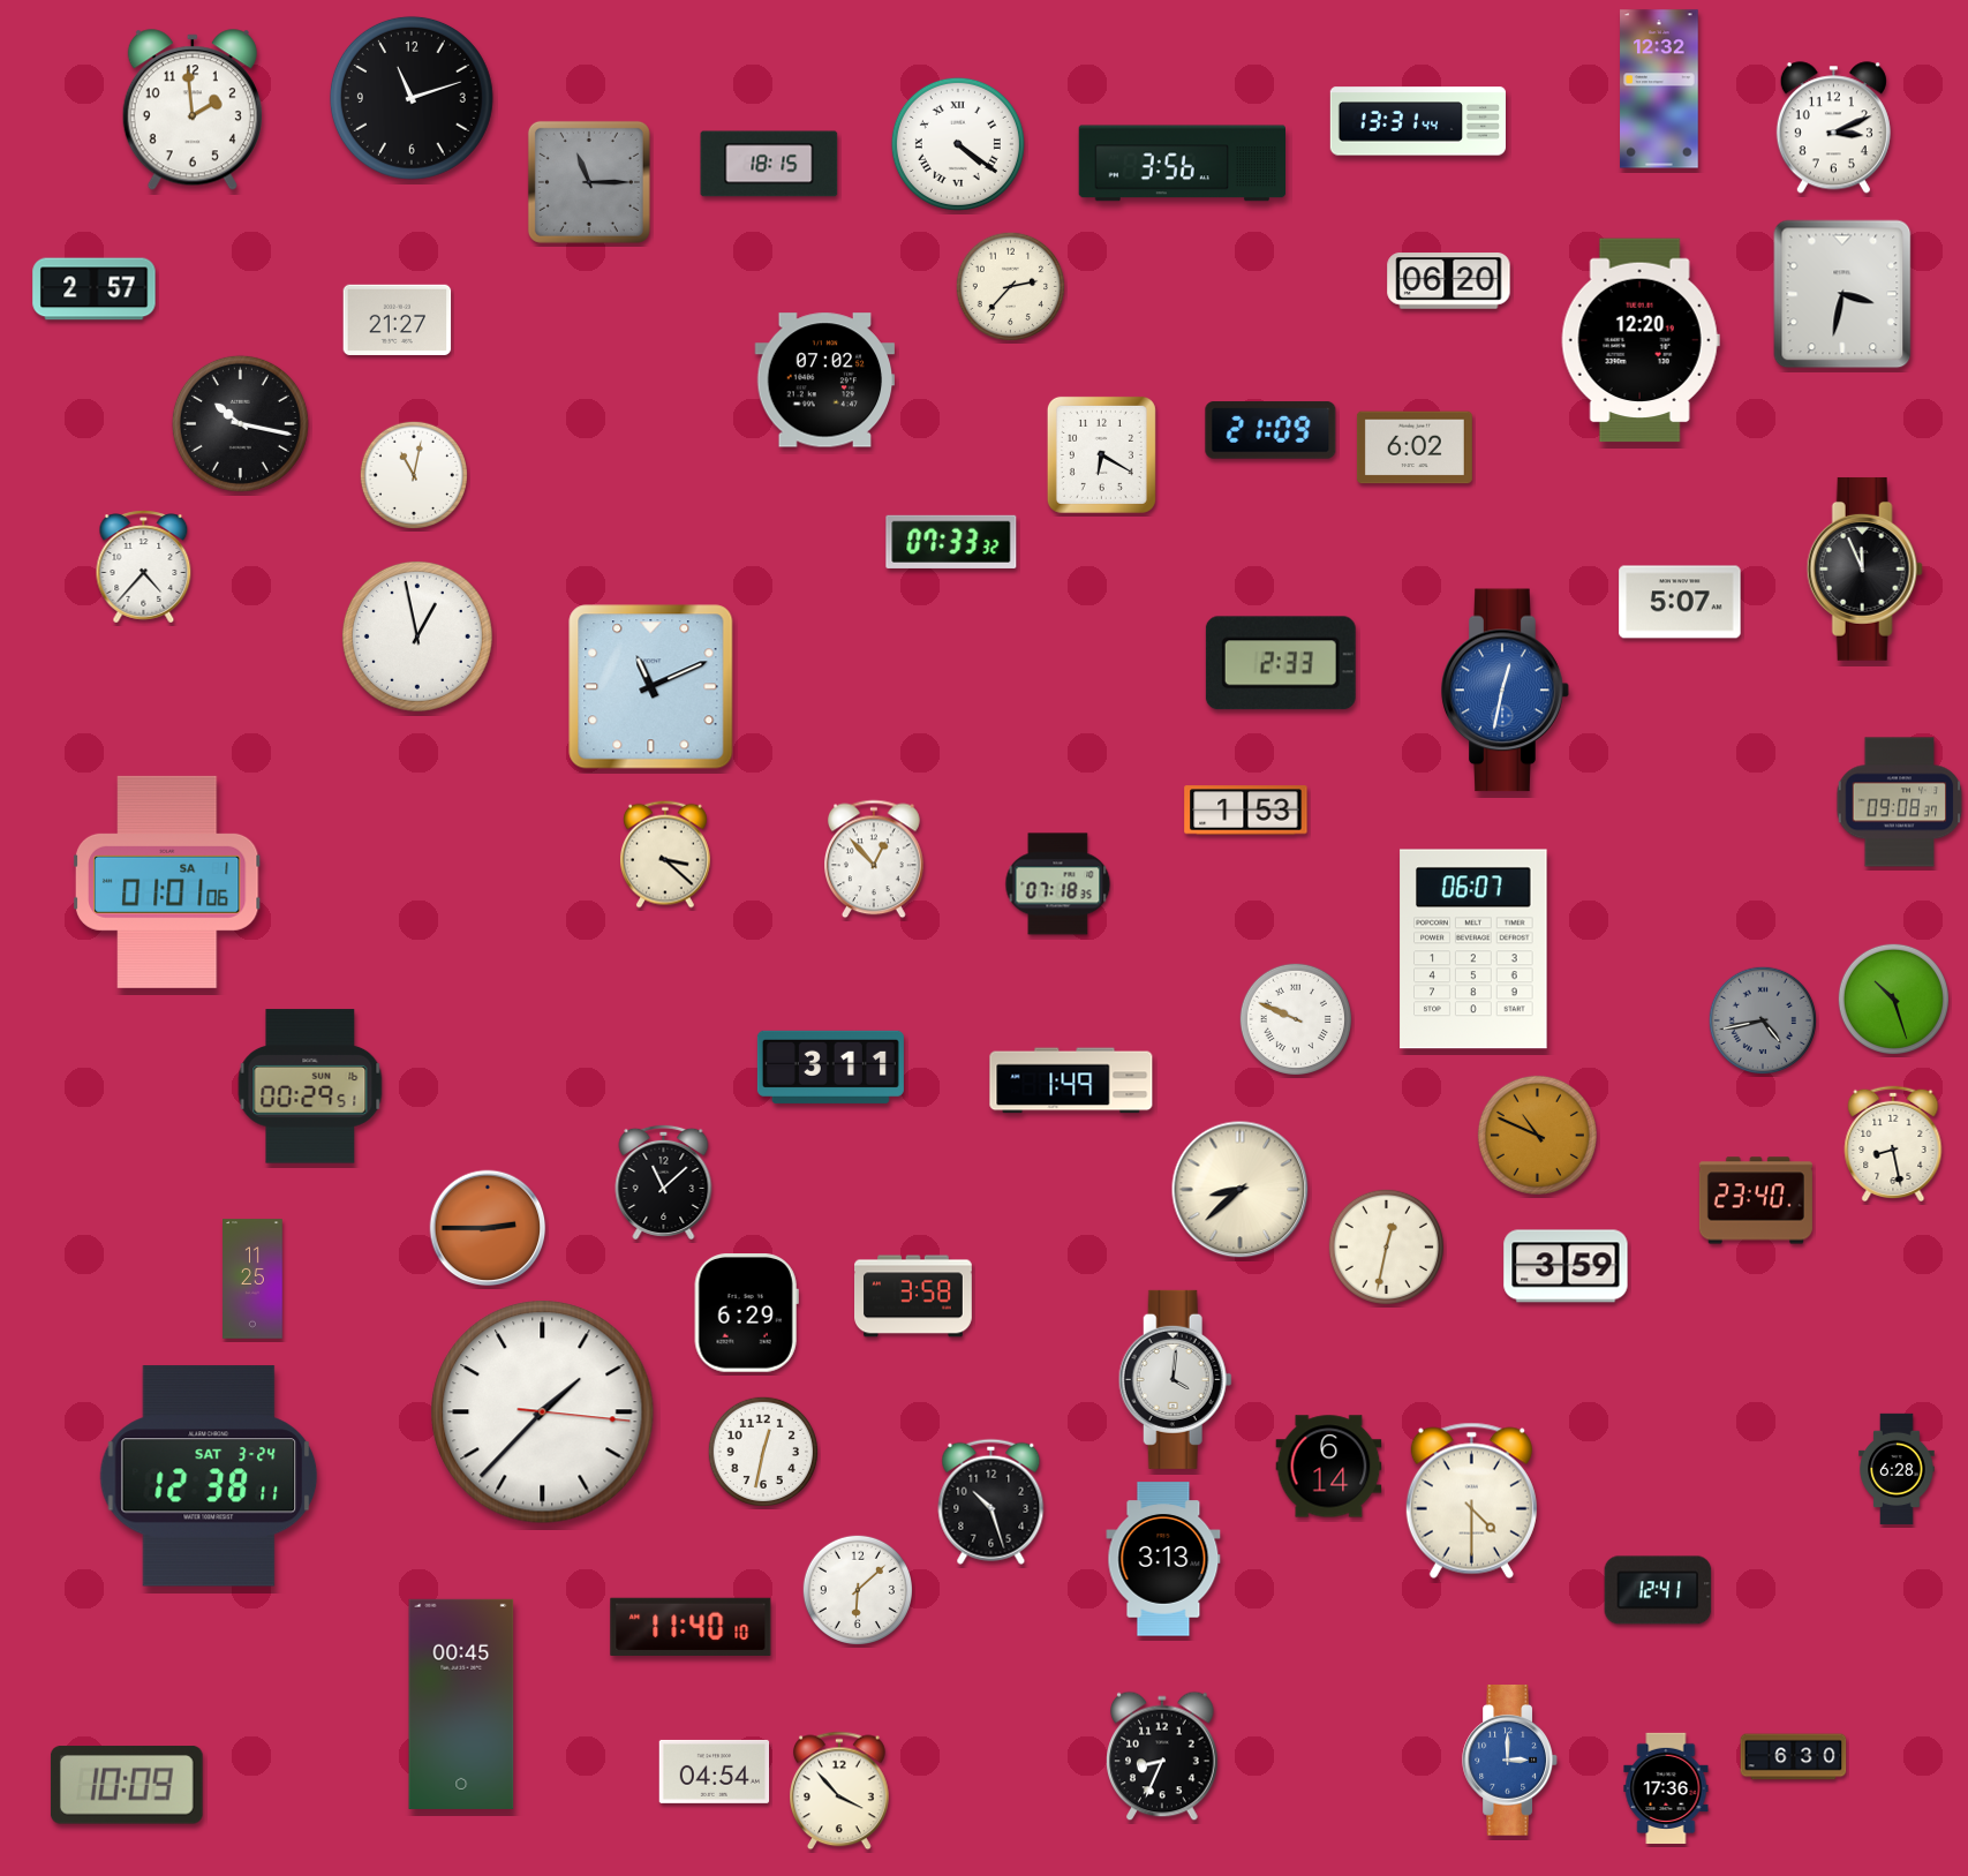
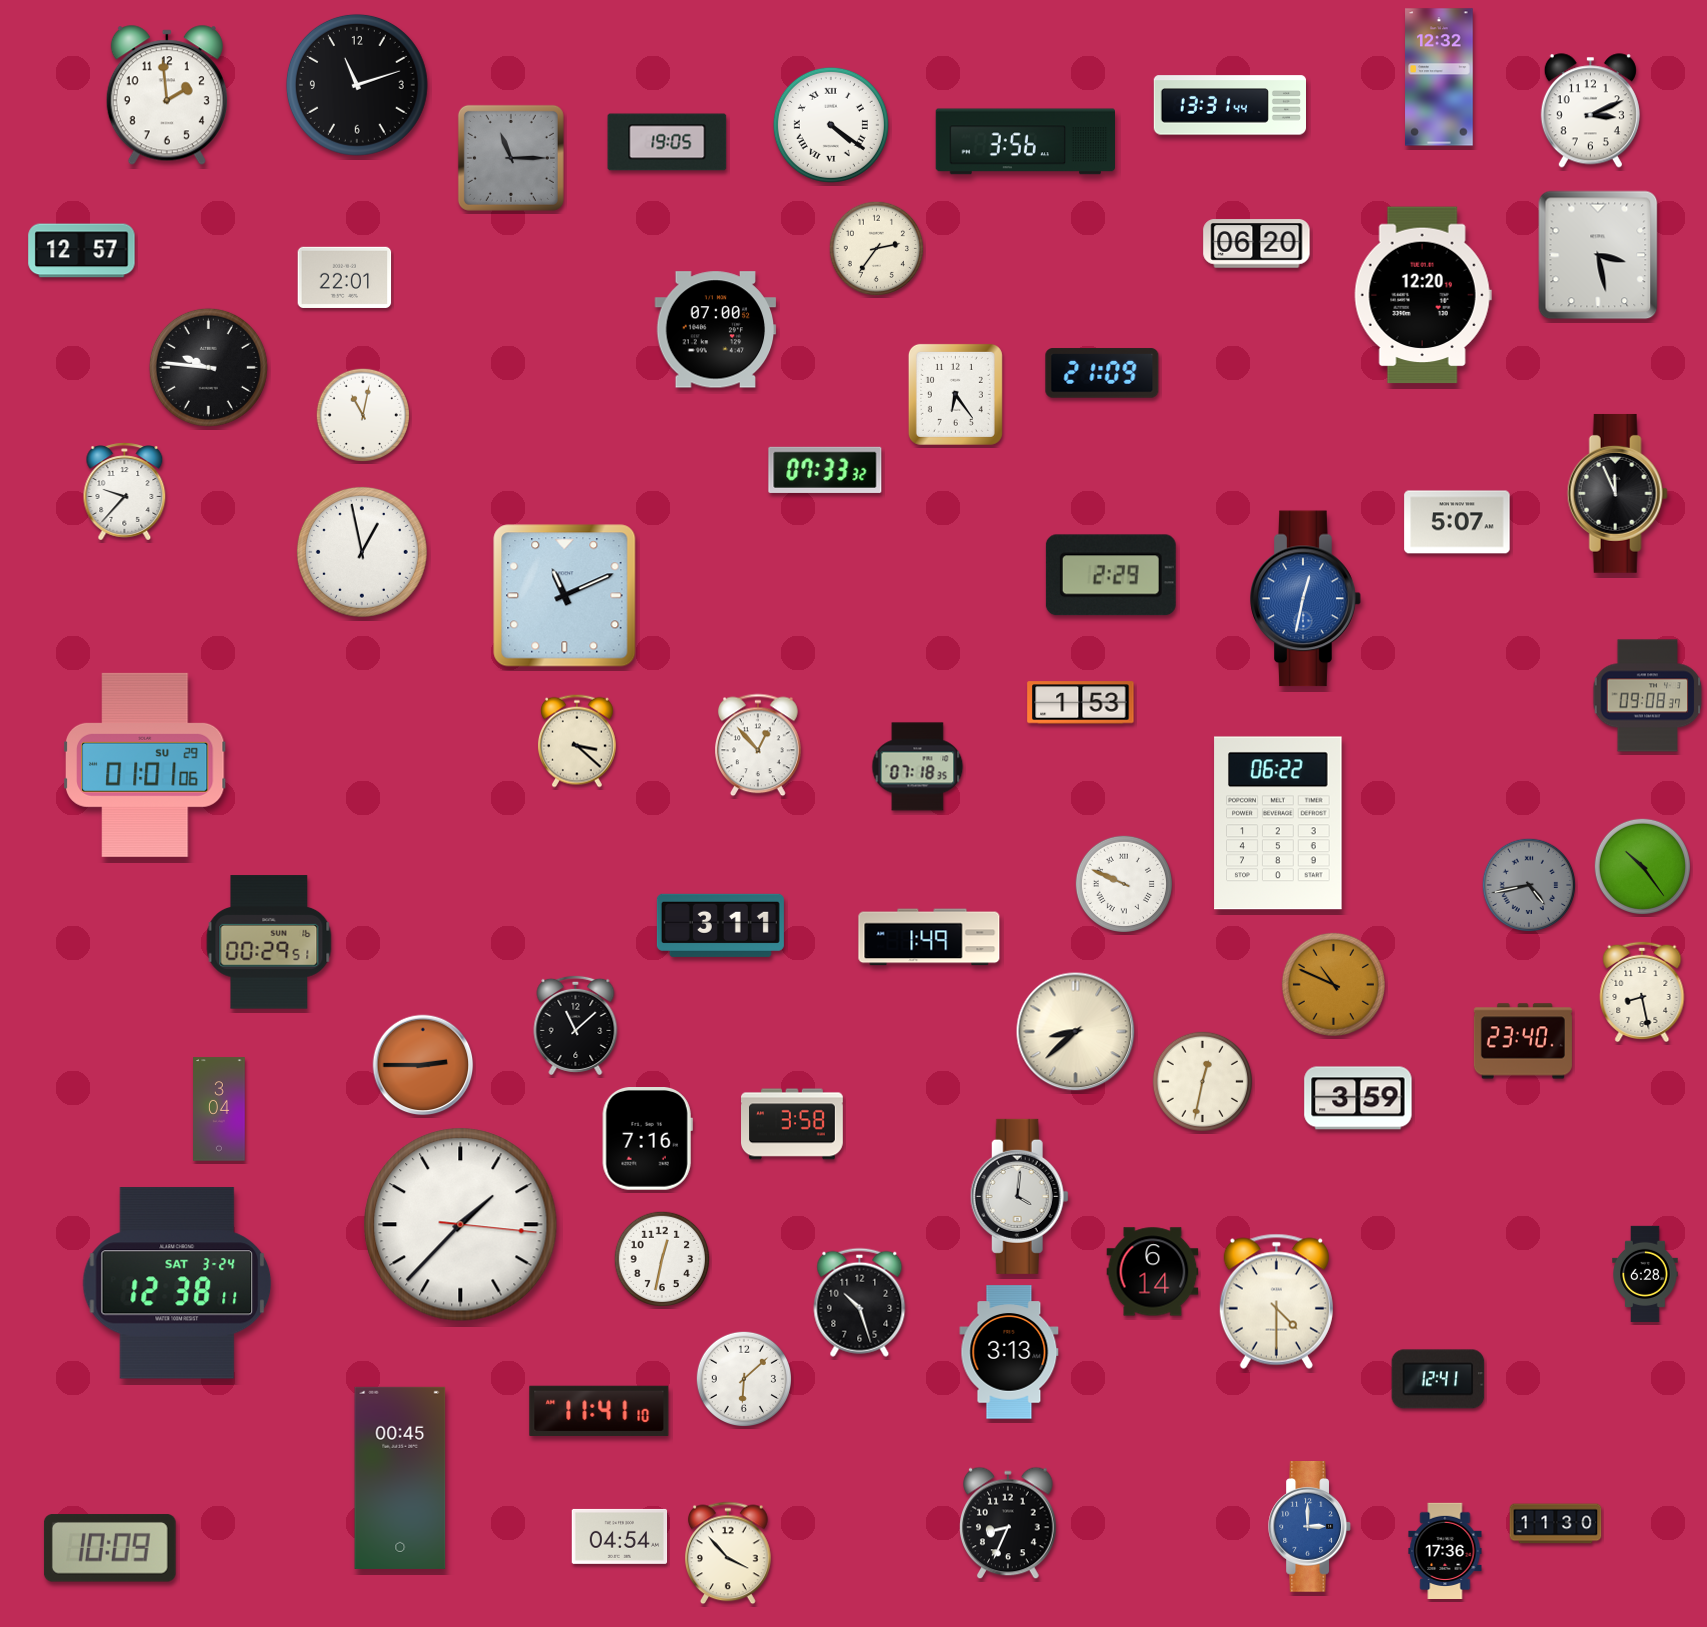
clock at (769, 164): 18:15 -> 19:05
clock at (1010, 286): 2:37 -> 2:36
clock at (95, 289): 2:57 -> 12:57
clock at (1842, 294): 3:32 -> 3:28
clock at (398, 319): 21:27 -> 22:01
clock at (825, 381): 07:02 -> 07:00
clock at (240, 423): 10:17 -> 9:46
clock at (1415, 447): 6:02 -> none
clock at (1101, 454): 6:20 -> 6:24
clock at (413, 474) position: (413, 474) -> (362, 414)
clock at (144, 567): 4:37 -> 9:37
clock at (1281, 663): 2:33 -> 2:29
clock at (167, 882) date: SA 1 -> SU 29
clock at (1473, 949): 06:07 -> 06:22
clock at (1893, 999): 10:27 -> 10:24
clock at (252, 1279): 11:25 -> 3:04
clock at (746, 1313): 6:29 -> 7:16
clock at (543, 1412) position: (543, 1412) -> (461, 1225)
clock at (209, 1476) position: (209, 1476) -> (177, 1283)
clock at (691, 1626): 11:40 -> 11:41
clock at (1794, 1757): 6:30 -> 11:30
